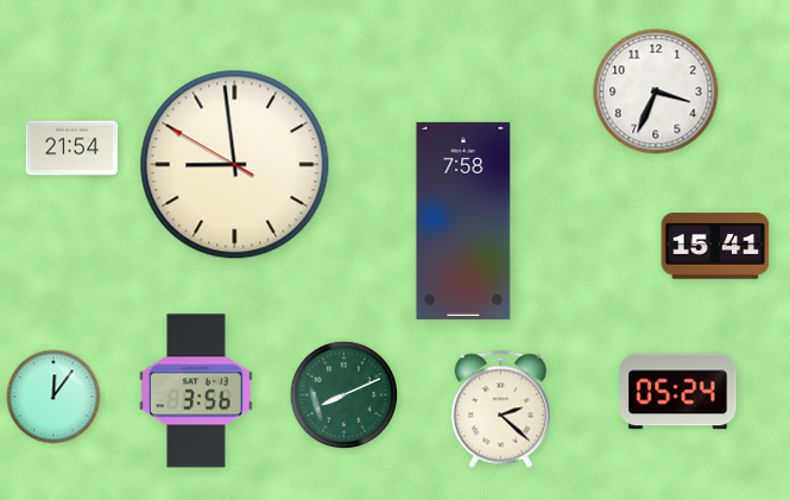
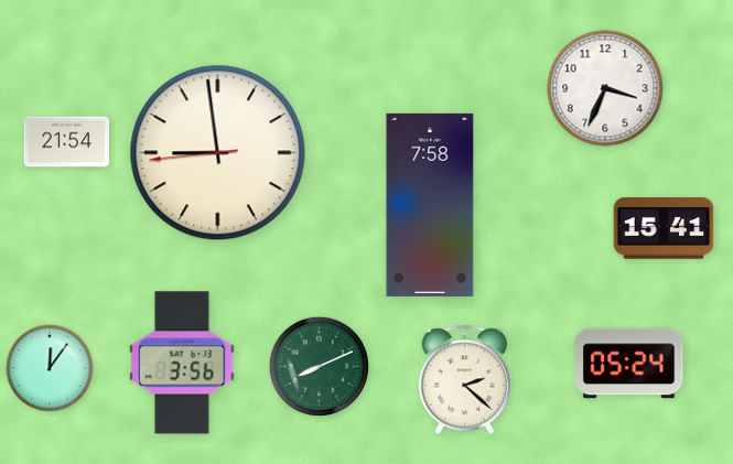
clock at (656, 91) position: (656, 91) -> (605, 88)
clock at (72, 148) position: (72, 148) -> (67, 142)
clock at (235, 165): 8:58:50 -> 8:58:44
